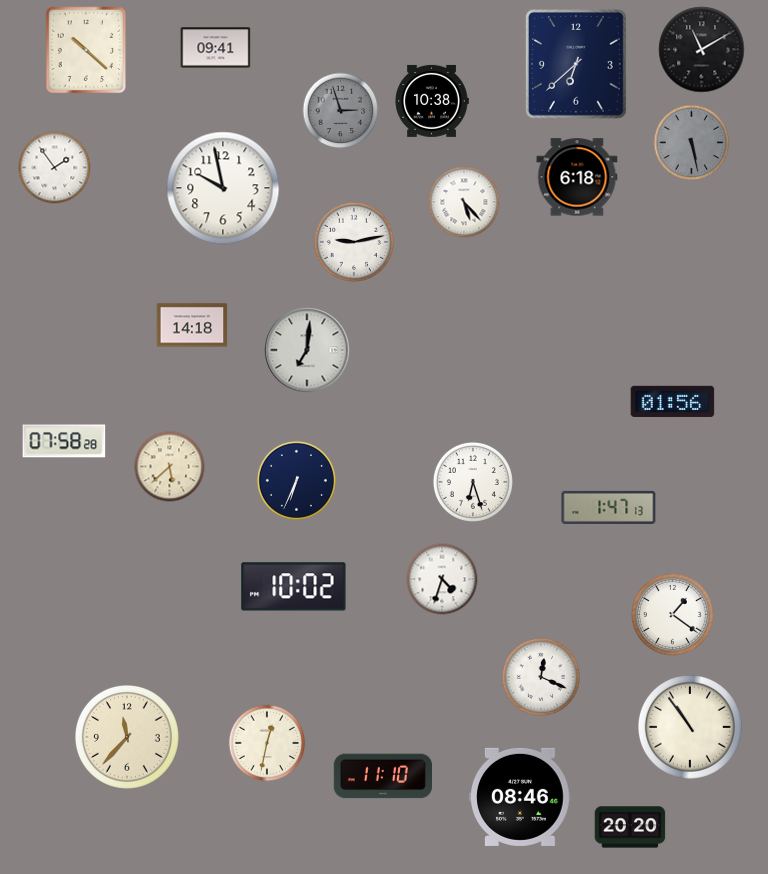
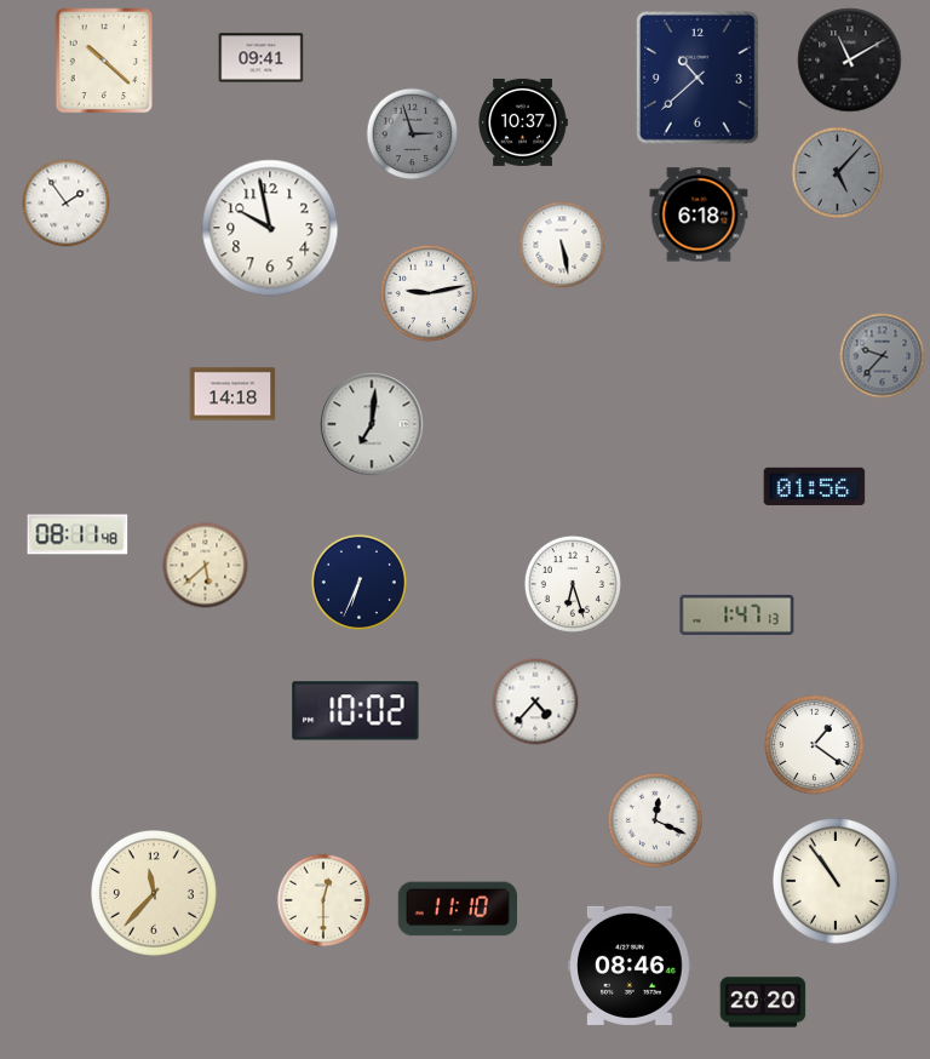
clock at (576, 65): 6:38 -> 10:38
clock at (432, 101): 10:38 -> 10:37
clock at (692, 143): 5:28 -> 5:07
clock at (464, 202): 5:23 -> 5:28
clock at (883, 356): none -> 9:37
clock at (64, 441): 07:58 -> 08:11
clock at (442, 579): 4:33 -> 4:37
clock at (267, 743): 12:32 -> 12:30
clock at (382, 776) position: (382, 776) -> (457, 909)
